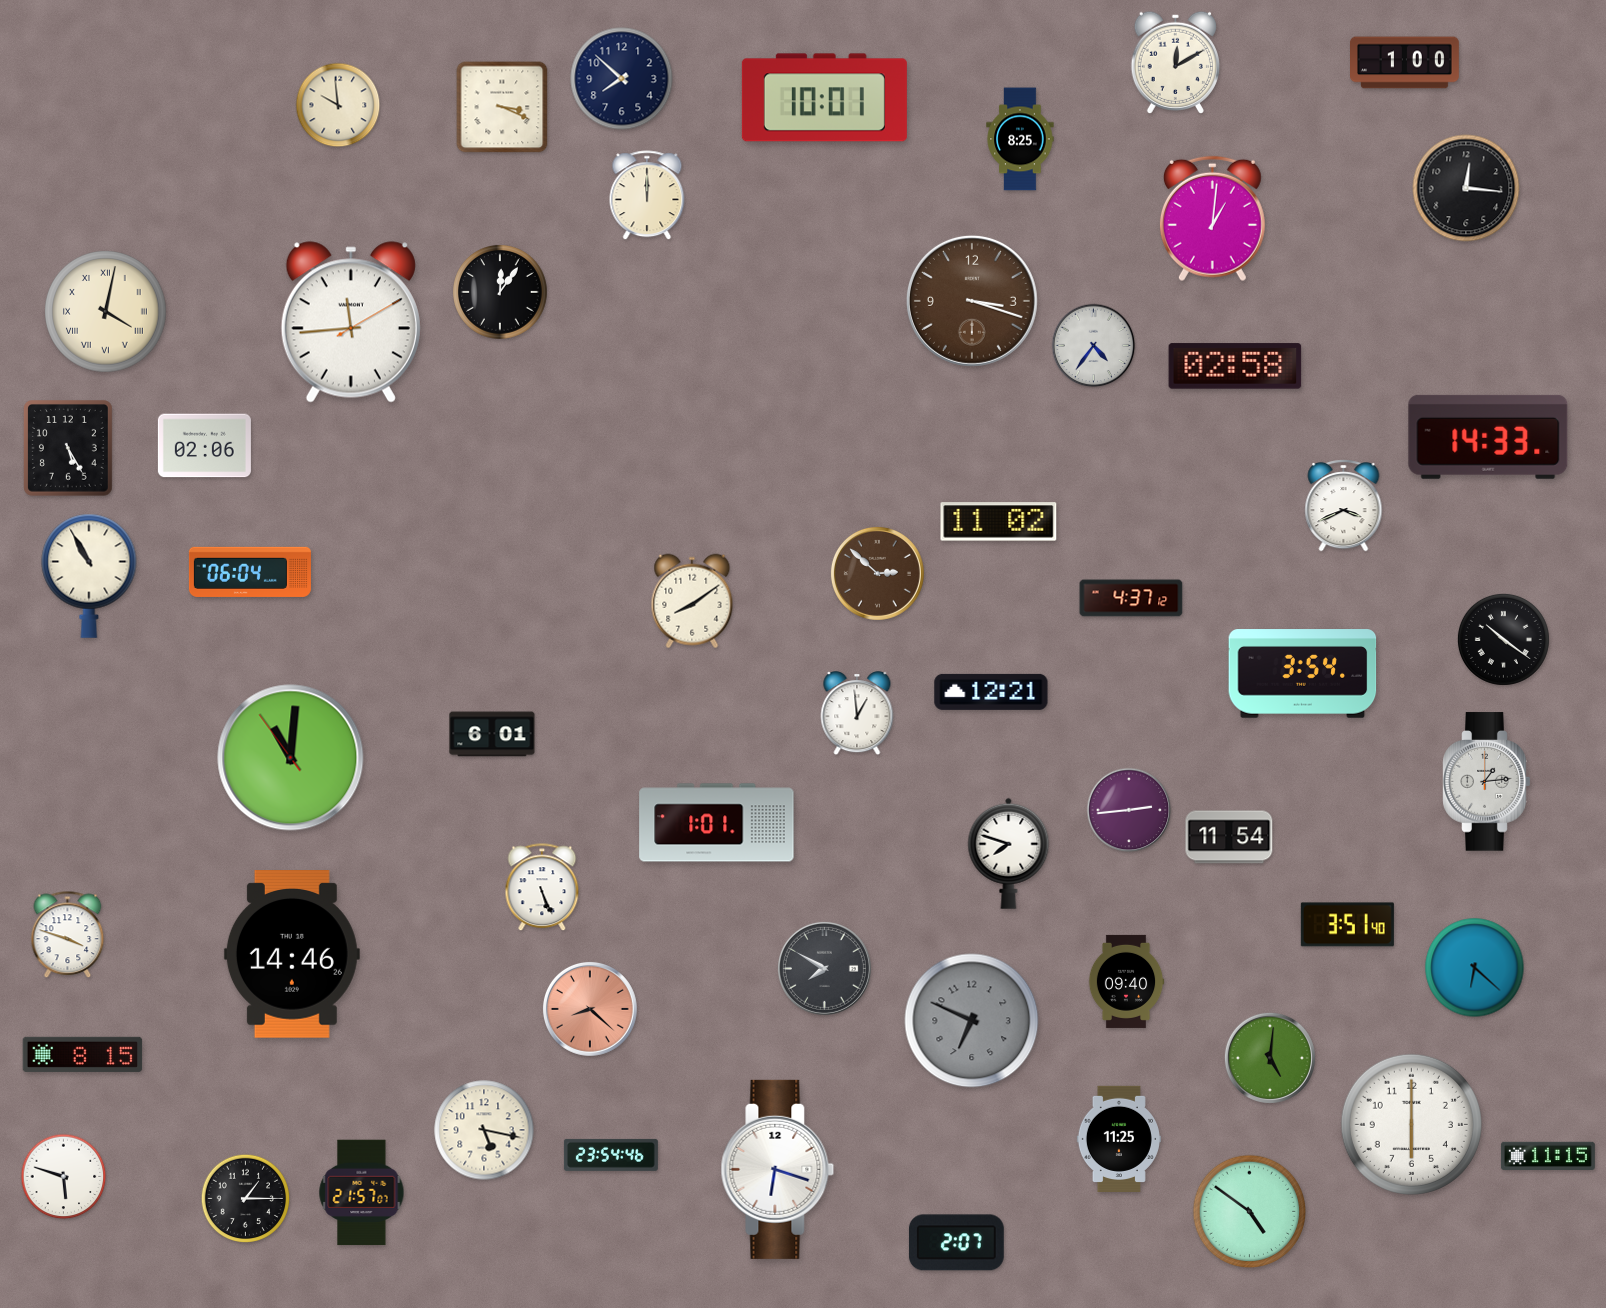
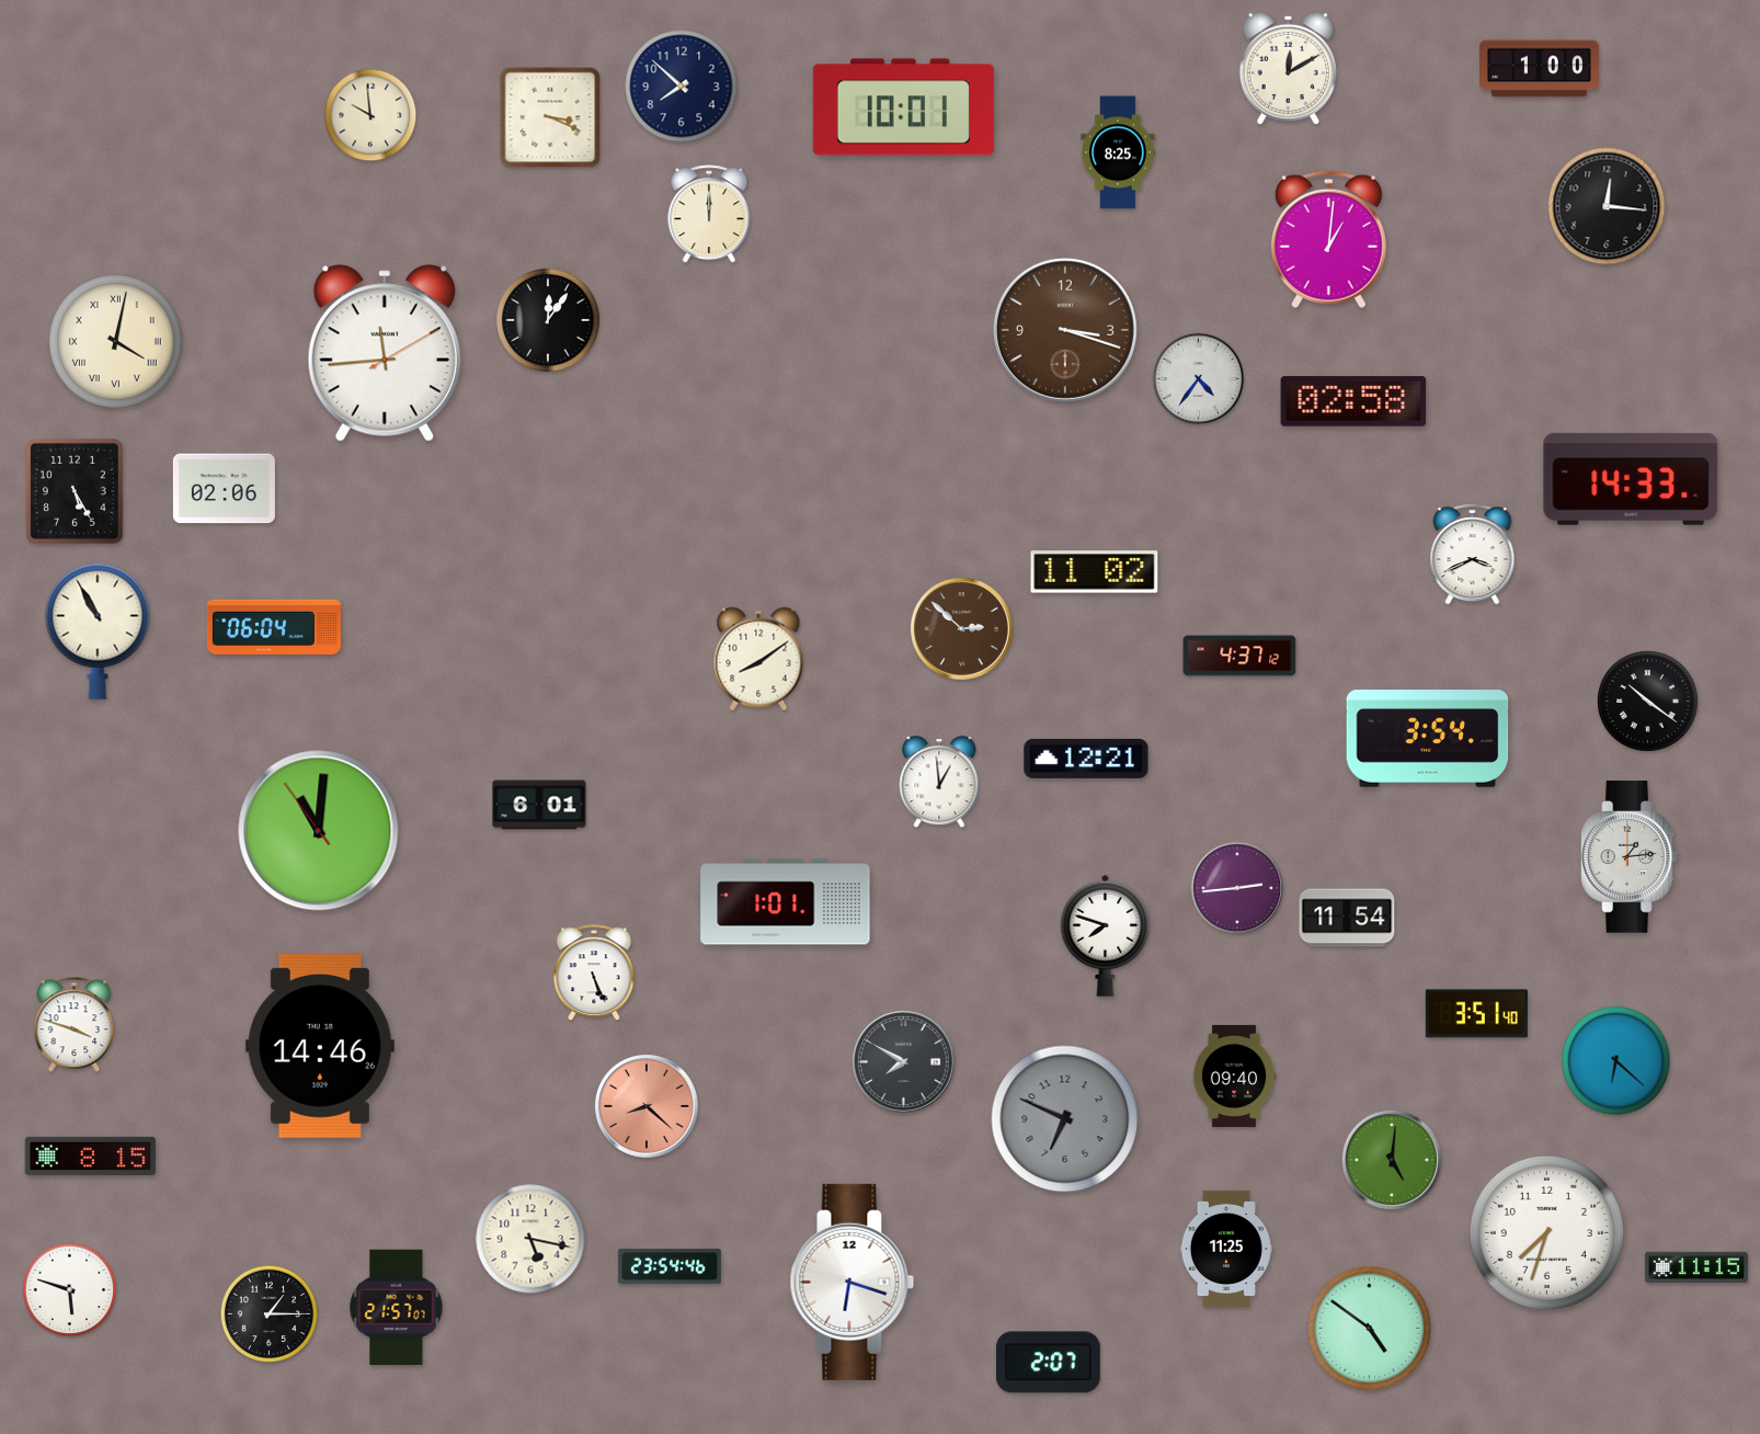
clock at (1411, 1124): 6:00 -> 7:33
